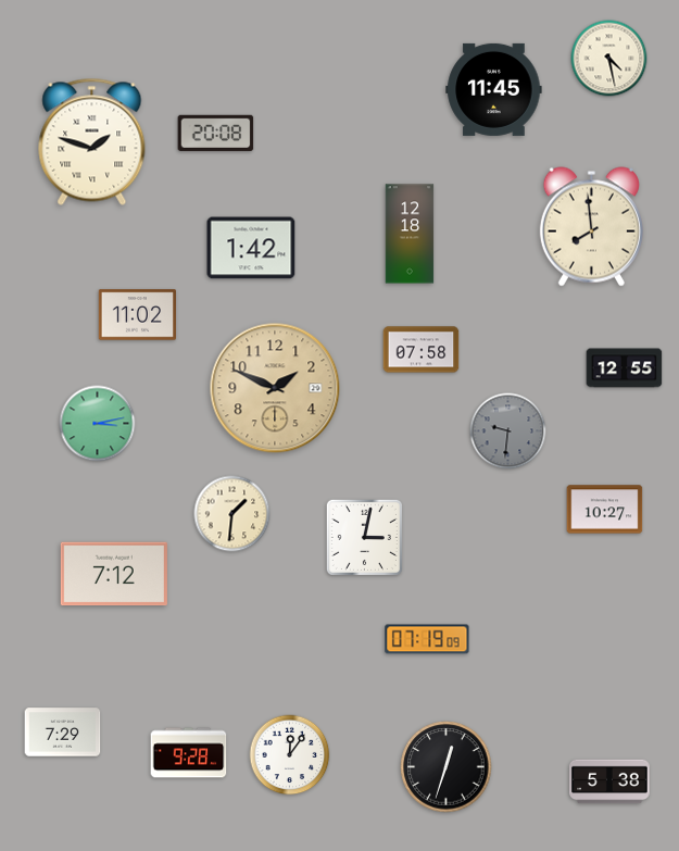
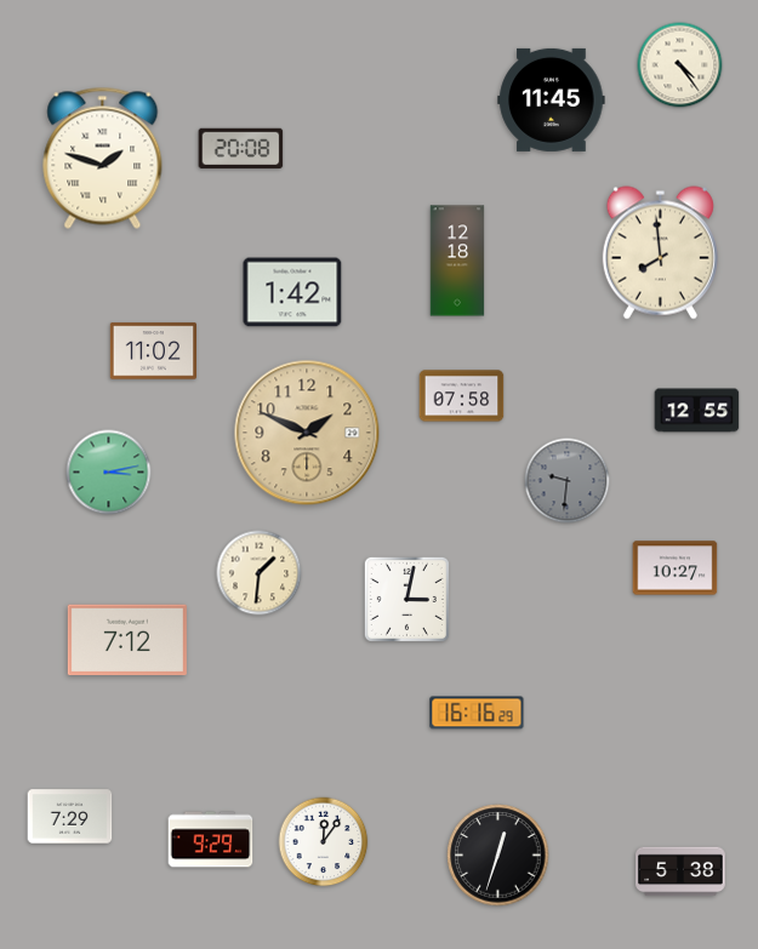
clock at (609, 59): 4:28 -> 4:24
clock at (251, 248) position: (251, 248) -> (292, 292)
clock at (422, 350) position: (422, 350) -> (462, 396)
clock at (427, 639): 07:19 -> 16:16
clock at (189, 753): 9:28 -> 9:29
